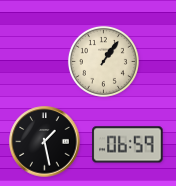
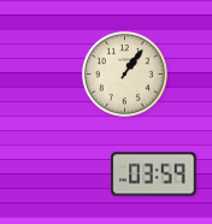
clock at (45, 142): 1:28 -> none
clock at (128, 145): 06:59 -> 03:59
